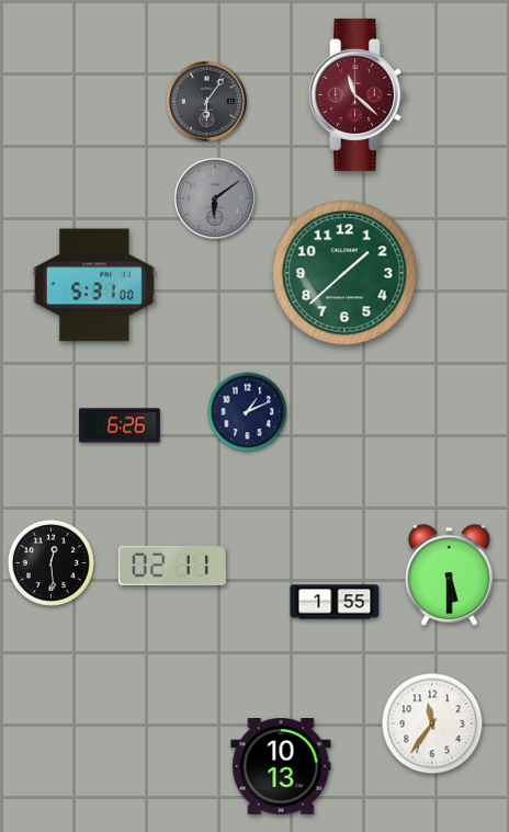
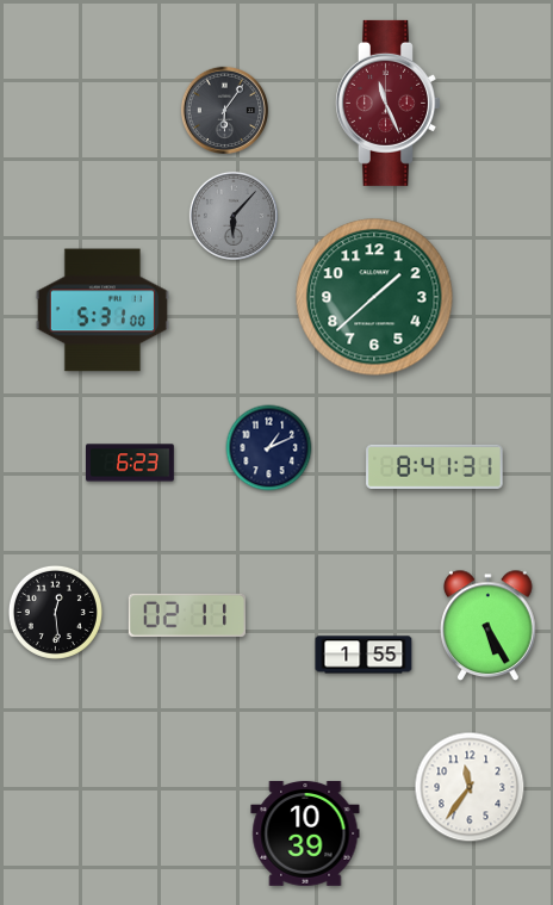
clock at (357, 94): 11:22 -> 11:26
clock at (215, 198): 6:09 -> 6:07
clock at (121, 425): 6:26 -> 6:23
clock at (435, 466): none -> 8:41
clock at (450, 575): 5:30 -> 5:25
clock at (281, 767): 10:13 -> 10:39
